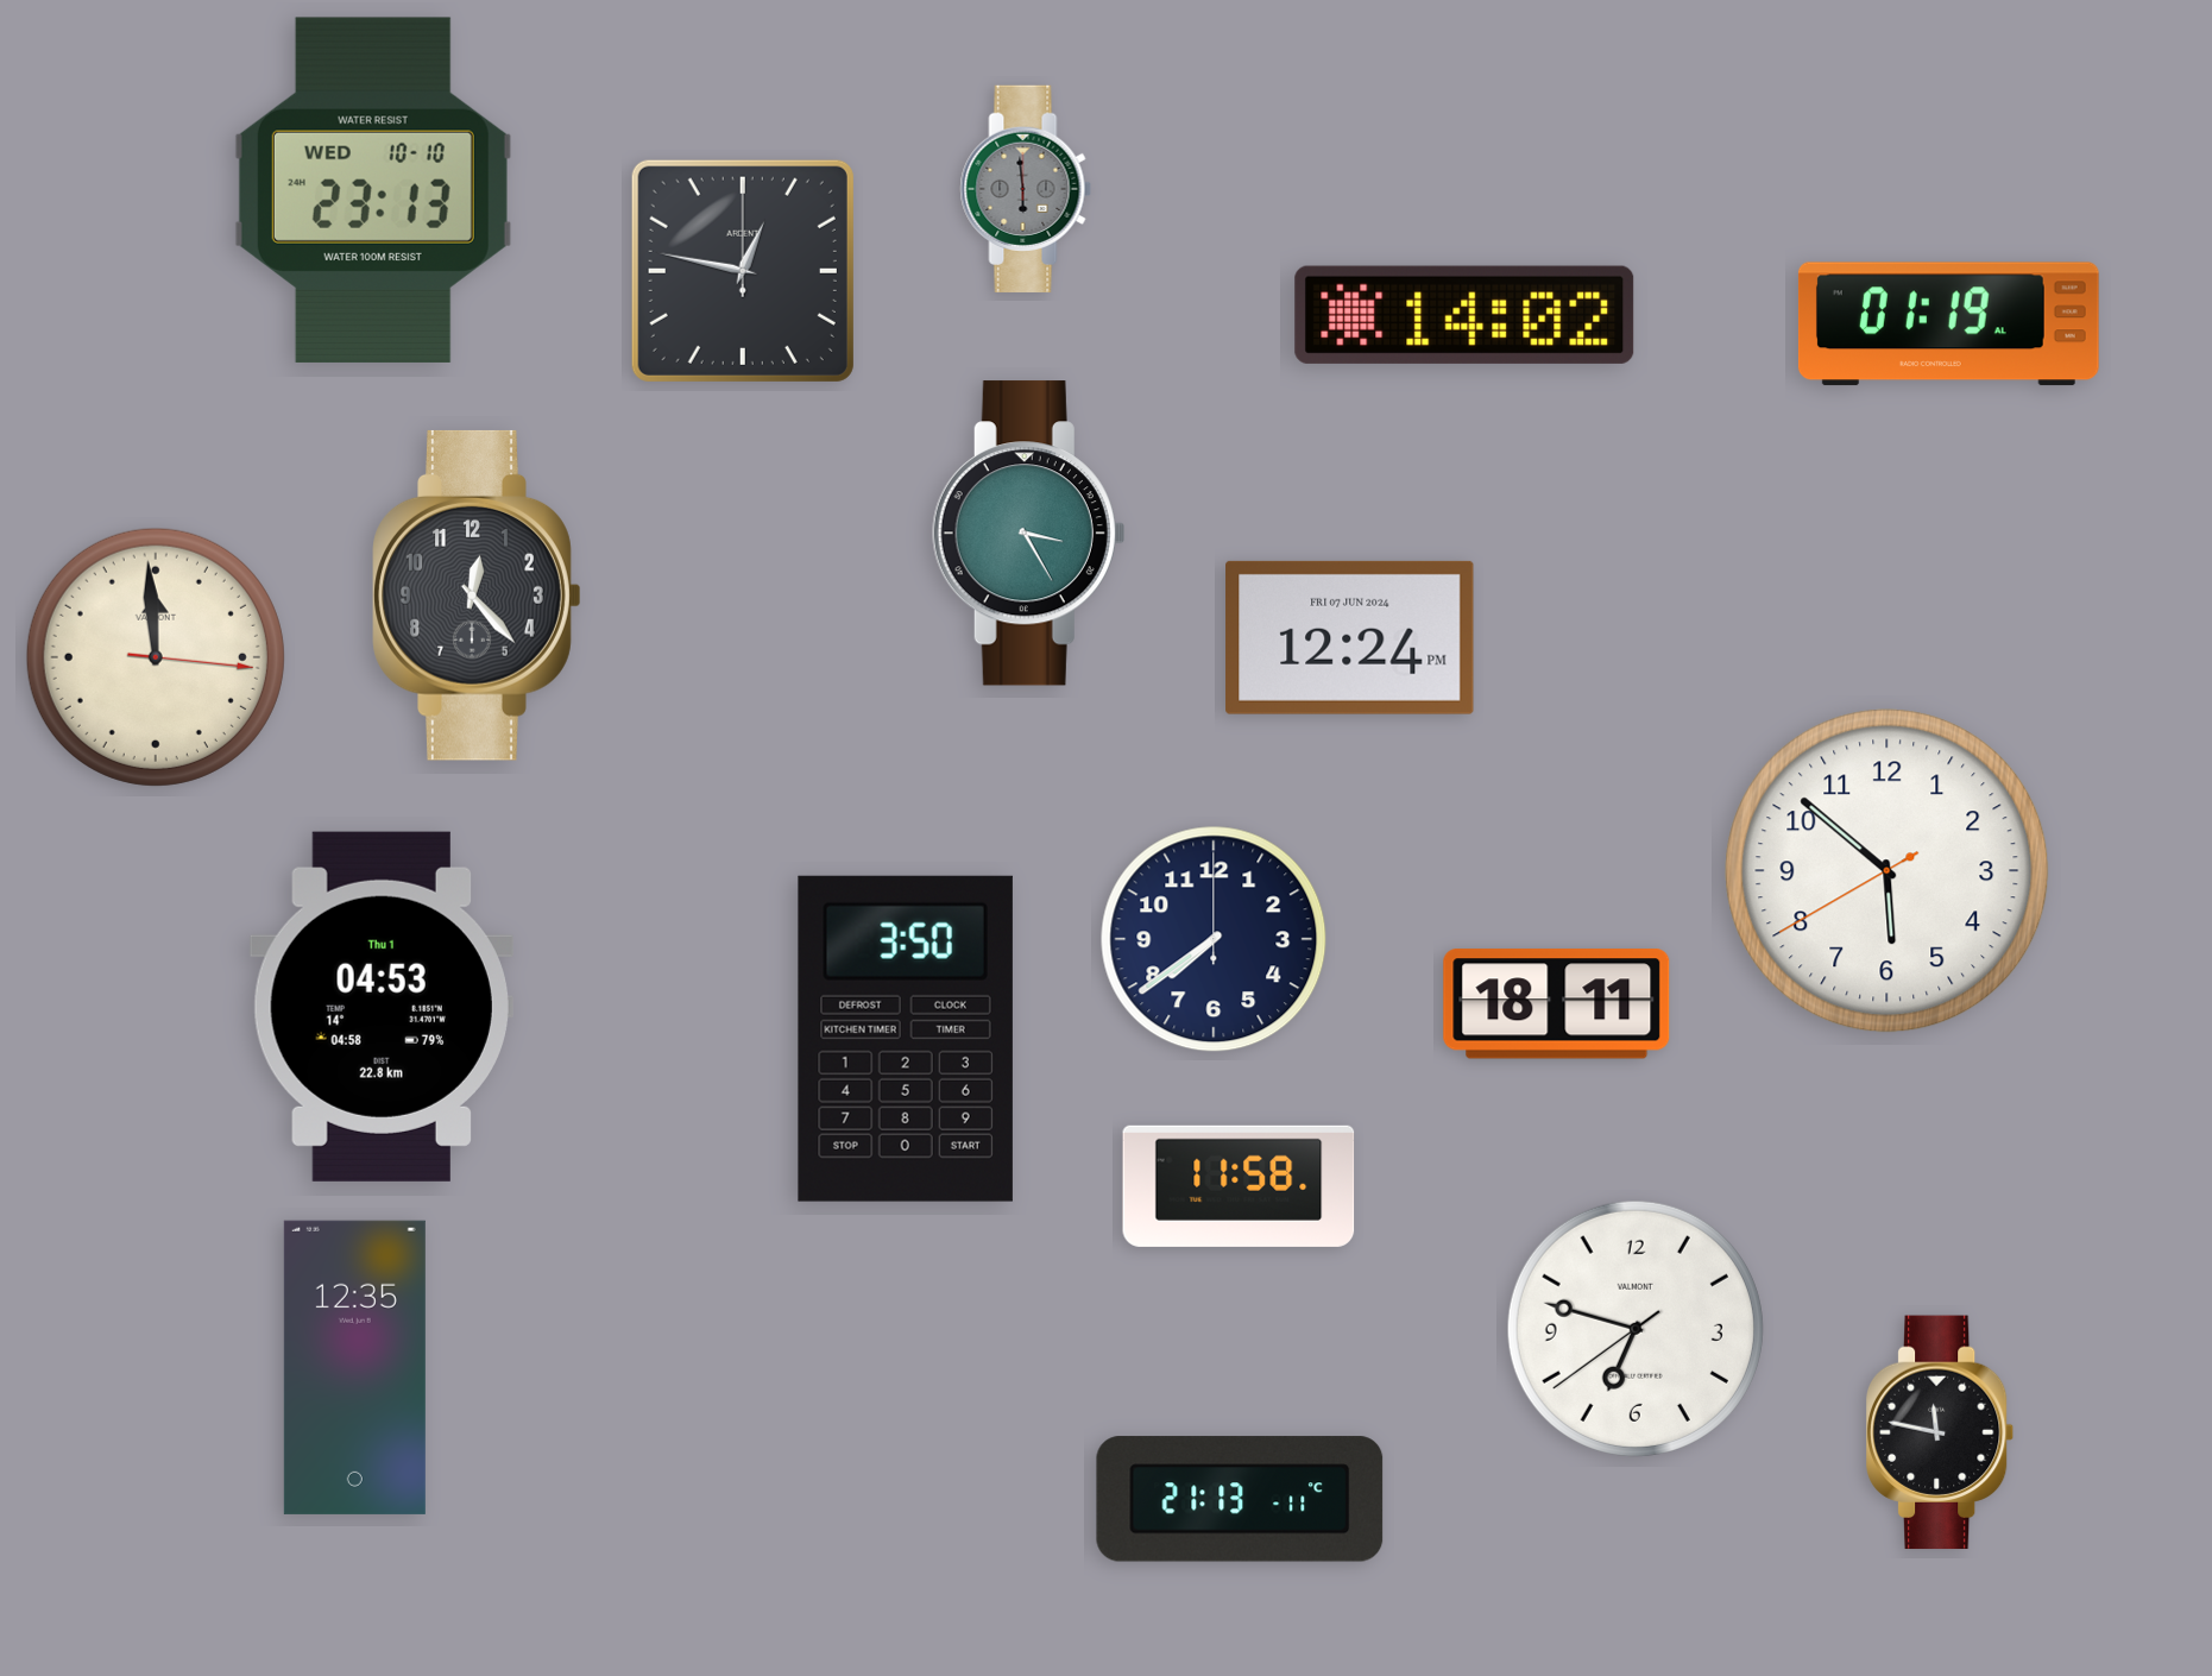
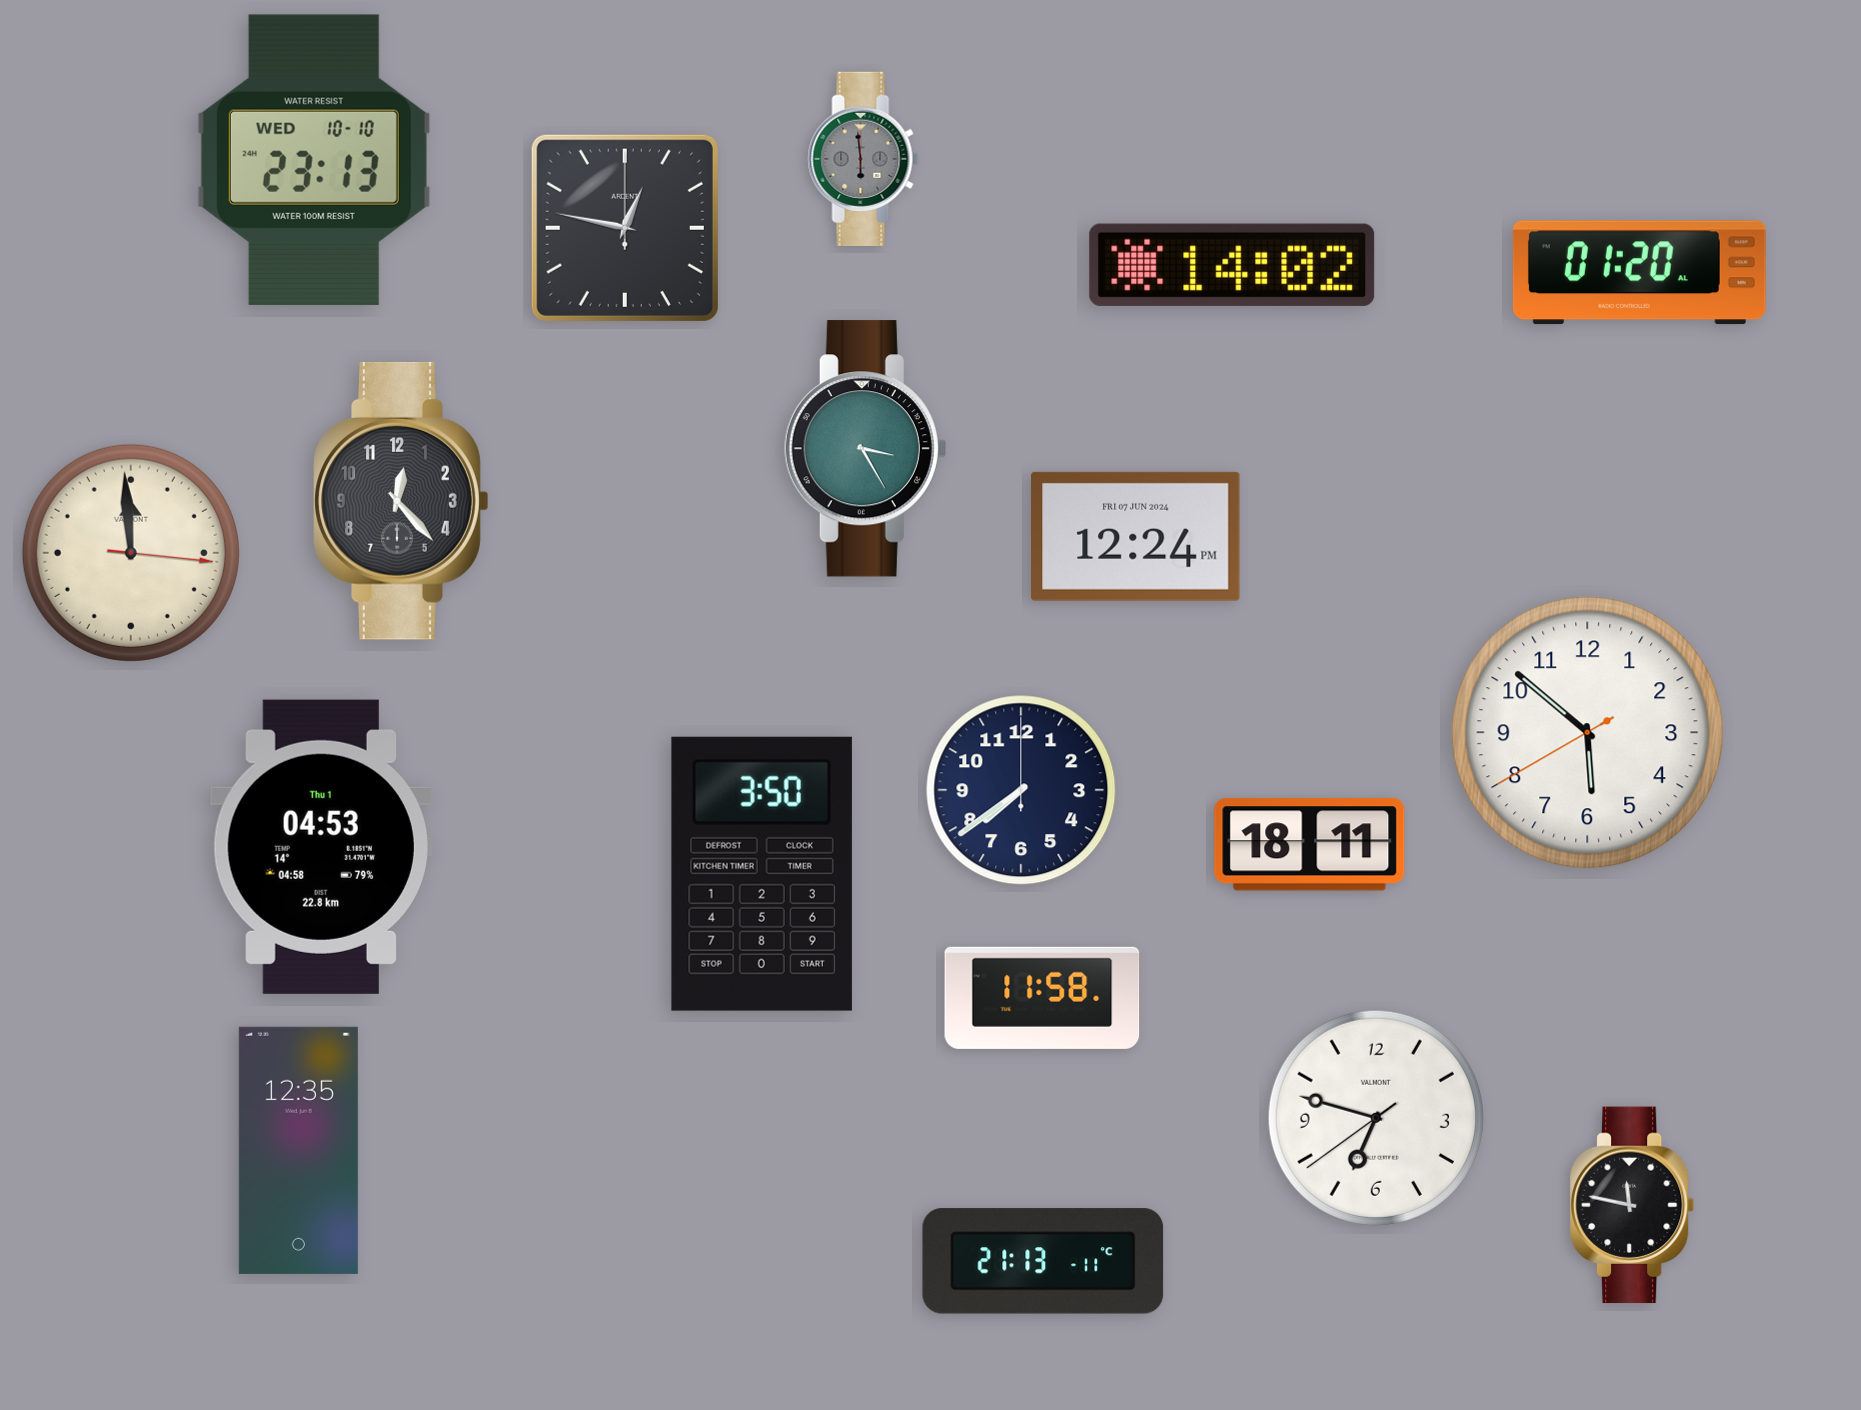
clock at (1948, 325): 01:19 -> 01:20
